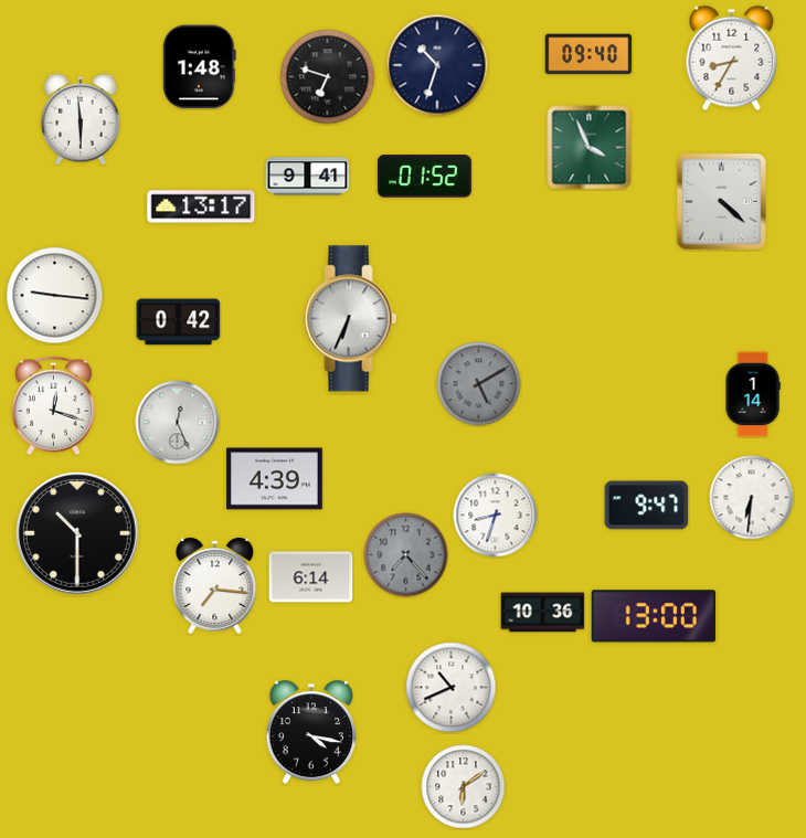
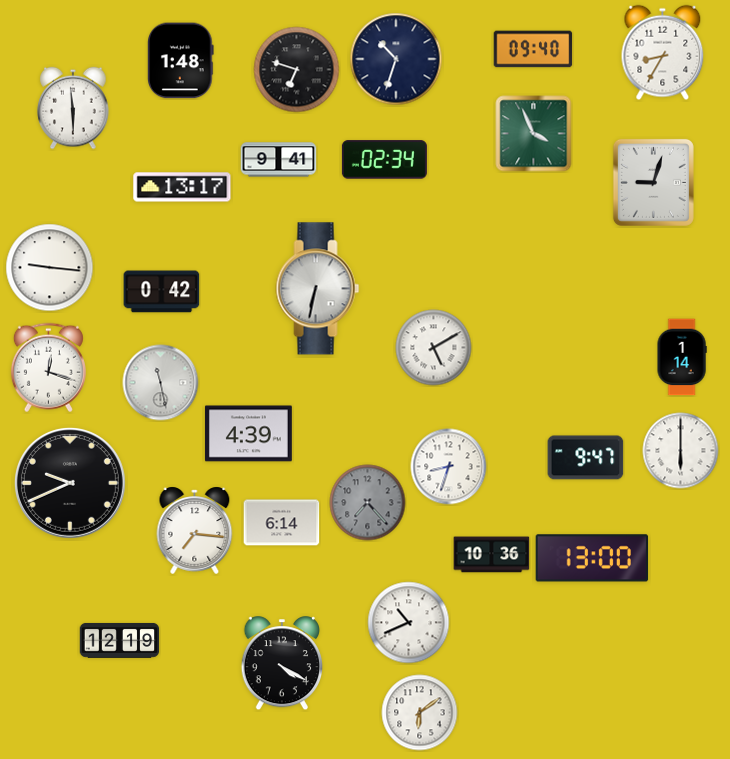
clock at (424, 177): 01:52 -> 02:34
clock at (721, 201): 4:22 -> 9:03
clock at (351, 319): 6:34 -> 6:32
clock at (479, 384) dial: grey -> white
clock at (178, 423): 12:26 -> 11:28
clock at (752, 498): 6:31 -> 6:00
clock at (77, 533): 10:30 -> 9:41
clock at (120, 640): none -> 12:19
clock at (310, 733): 4:17 -> 4:20
